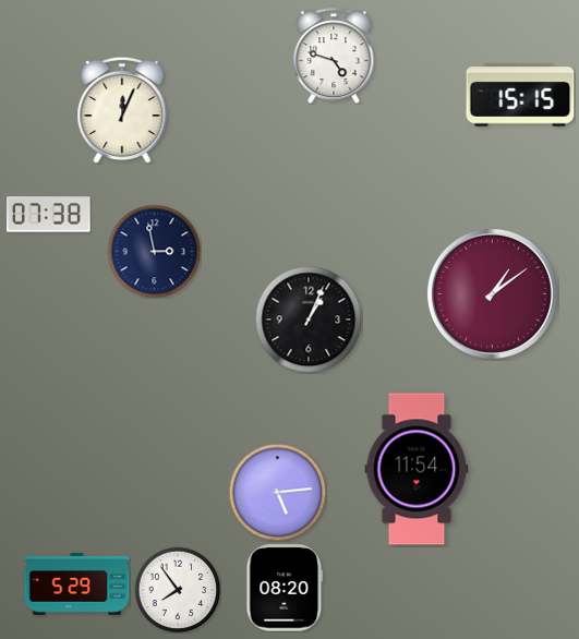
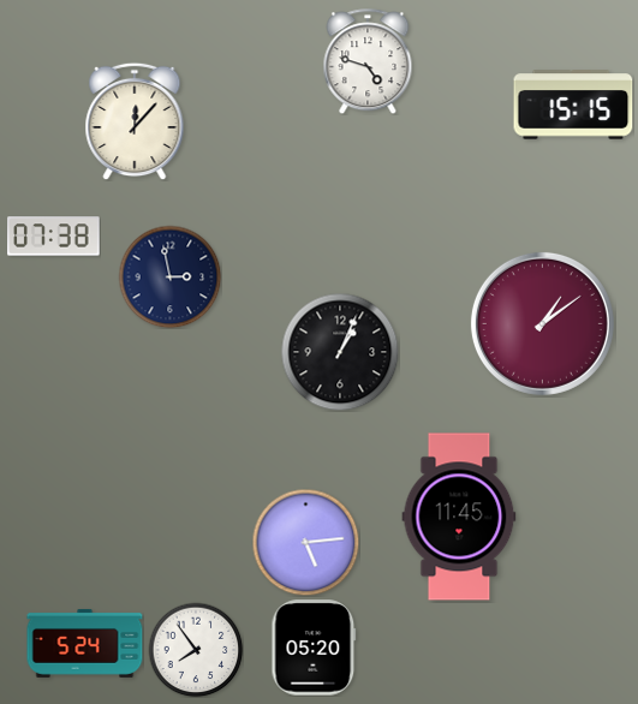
clock at (122, 110): 12:04 -> 12:07
clock at (417, 469): 11:54 -> 11:45
clock at (77, 584): 5:29 -> 5:24
clock at (285, 588): 08:20 -> 05:20
